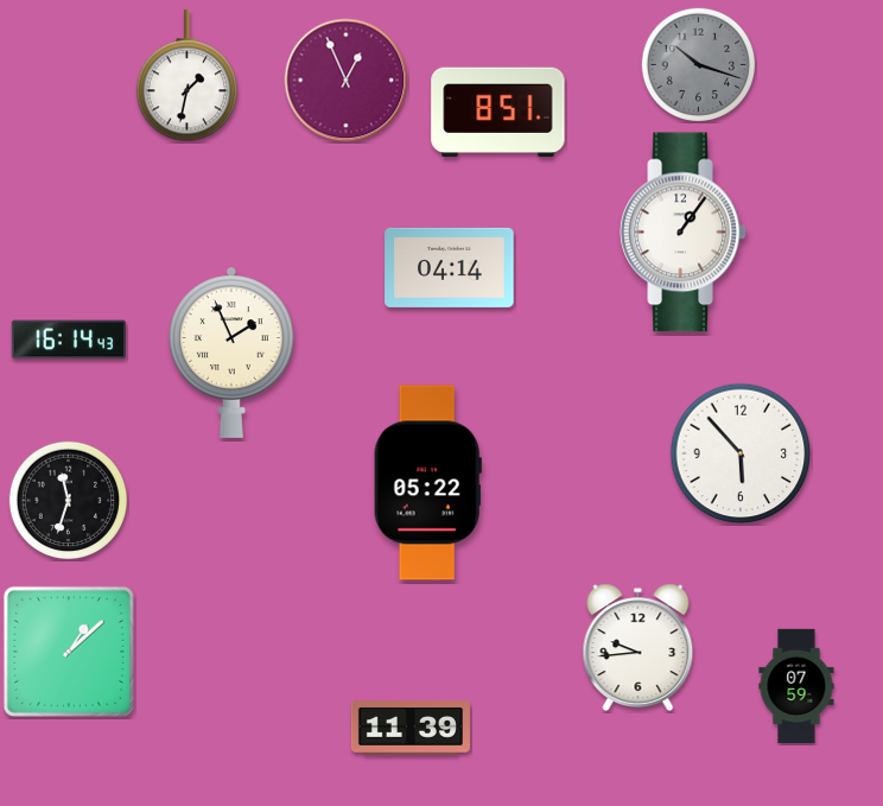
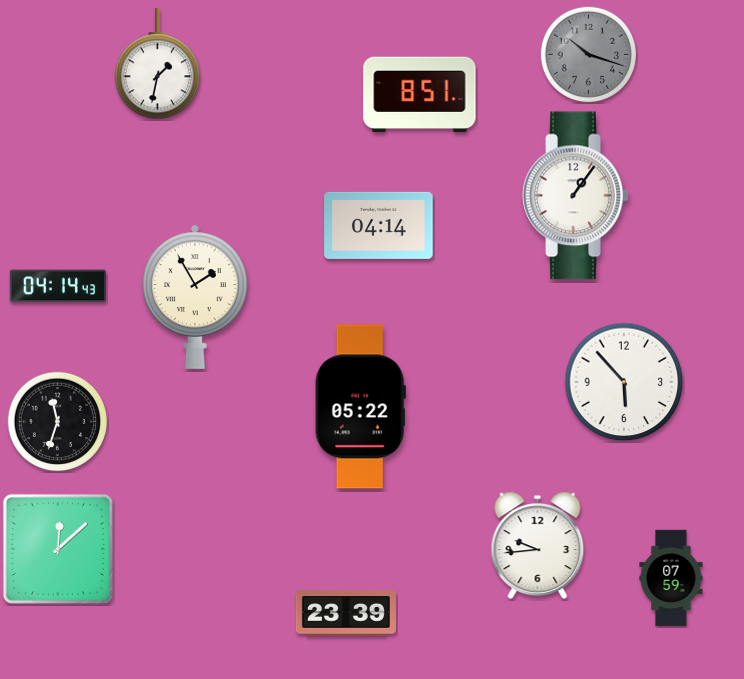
clock at (347, 81): 12:56 -> none
clock at (69, 339): 16:14 -> 04:14
clock at (233, 353): 1:56 -> 1:55
clock at (69, 652): 1:08 -> 12:08
clock at (411, 728): 11:39 -> 23:39
